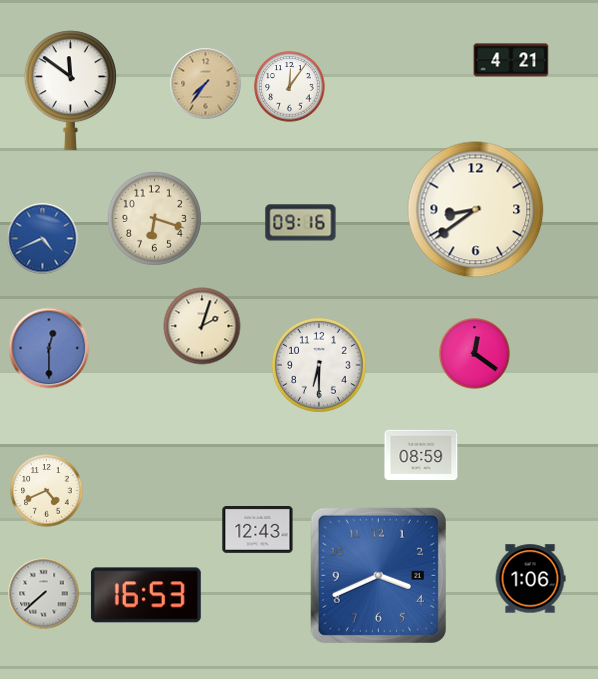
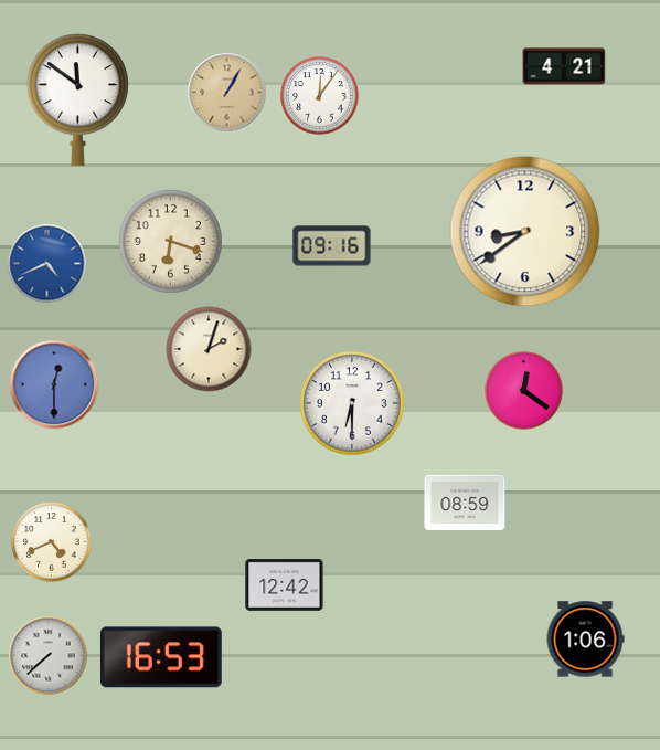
clock at (206, 84): 7:36 -> 1:05
clock at (202, 326) position: (202, 326) -> (209, 349)
clock at (258, 530): 12:43 -> 12:42
clock at (378, 575): 3:41 -> none
